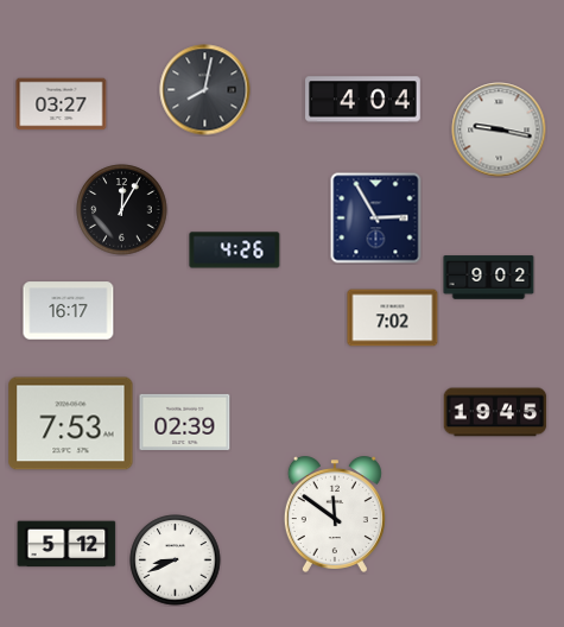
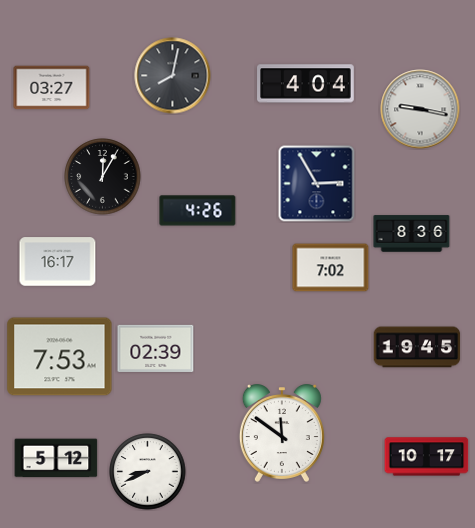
clock at (489, 278): 9:02 -> 8:36
clock at (185, 422) position: (185, 422) -> (156, 348)
clock at (427, 457): none -> 10:17
